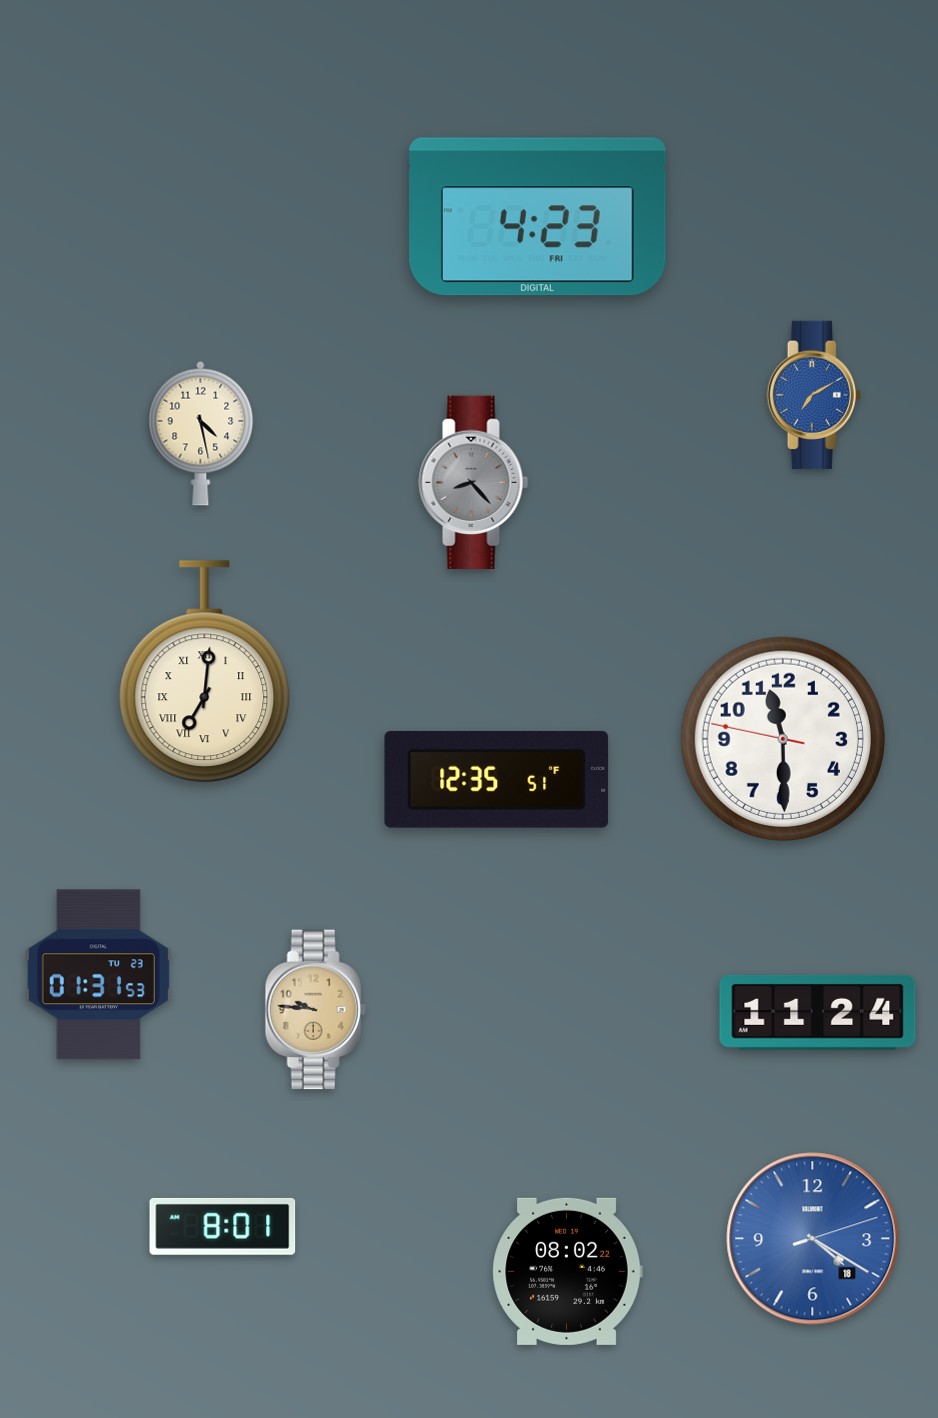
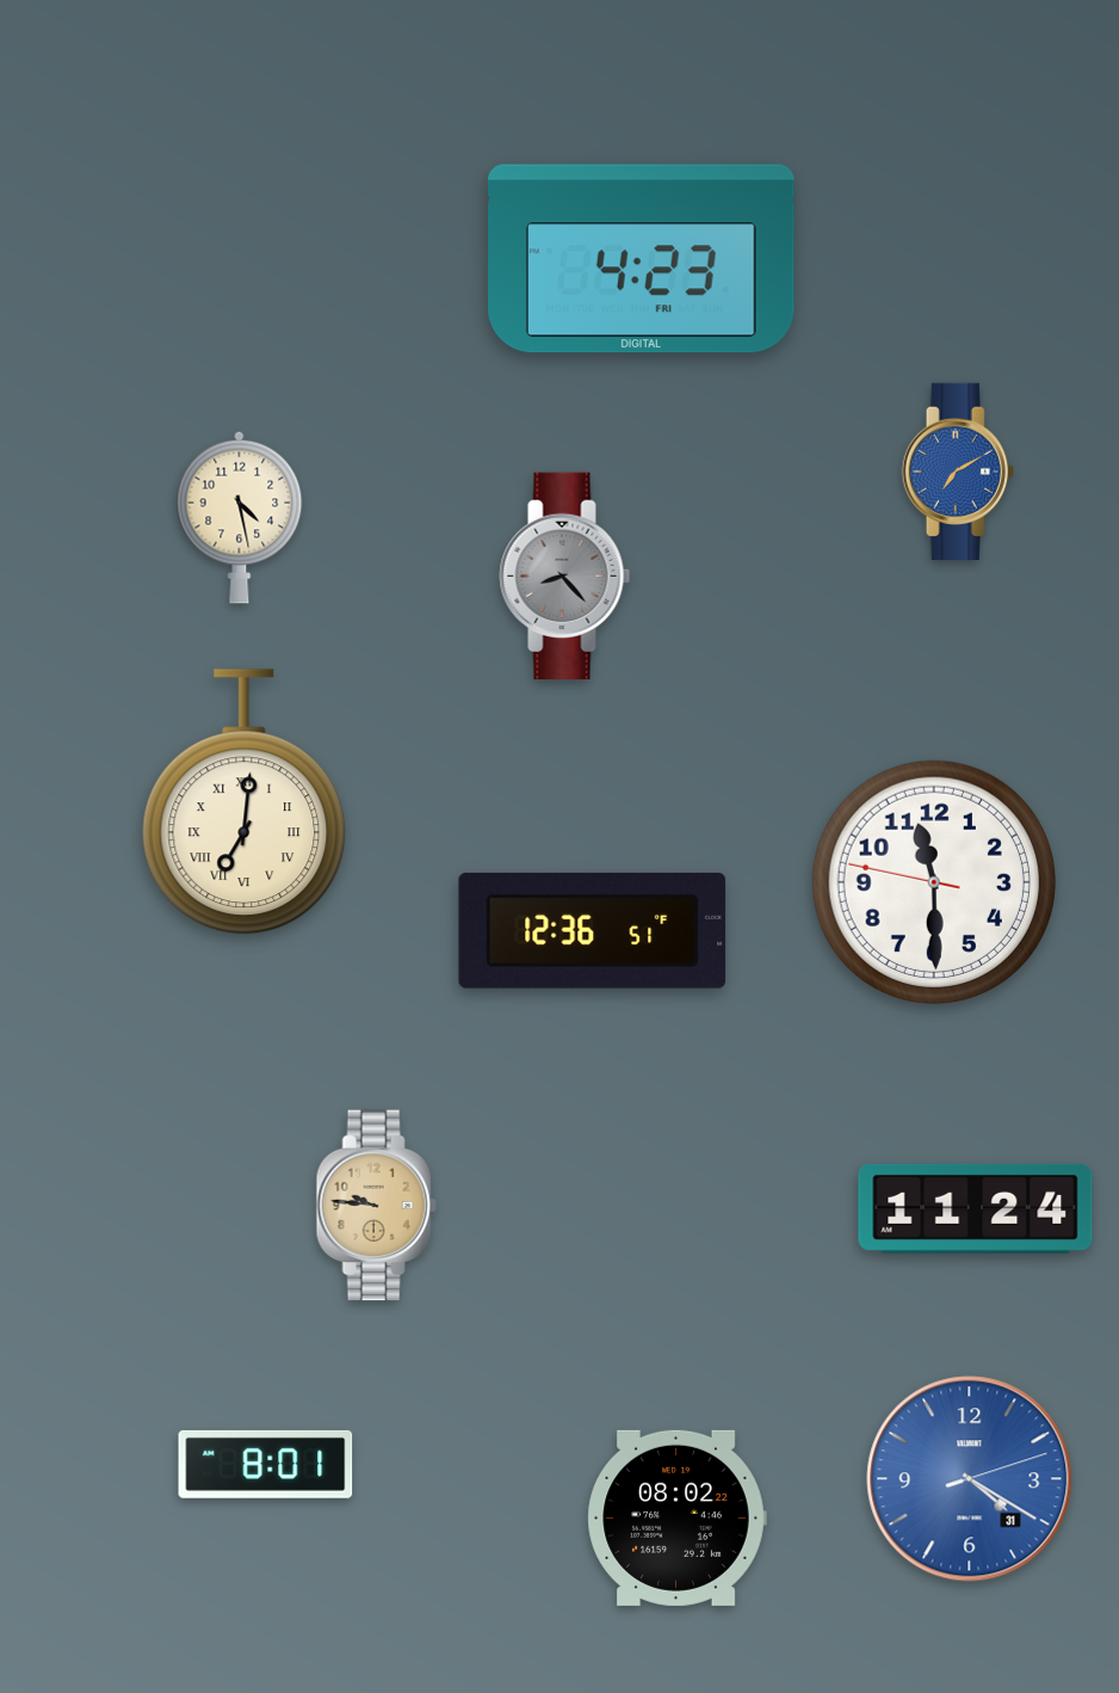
clock at (814, 395) position: (814, 395) -> (958, 472)
clock at (497, 779): 12:35 -> 12:36
clock at (98, 975): 01:31 -> none
clock at (813, 1239) date: 18 -> 31
